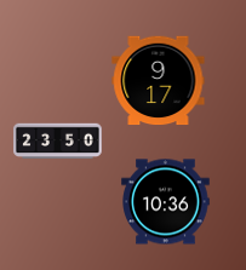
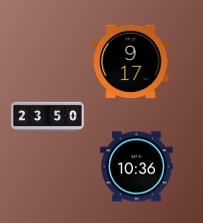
clock at (159, 81) position: (159, 81) -> (131, 62)
